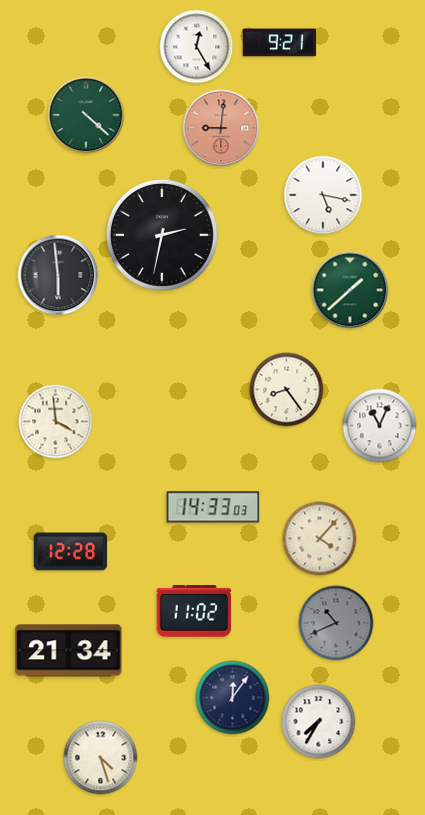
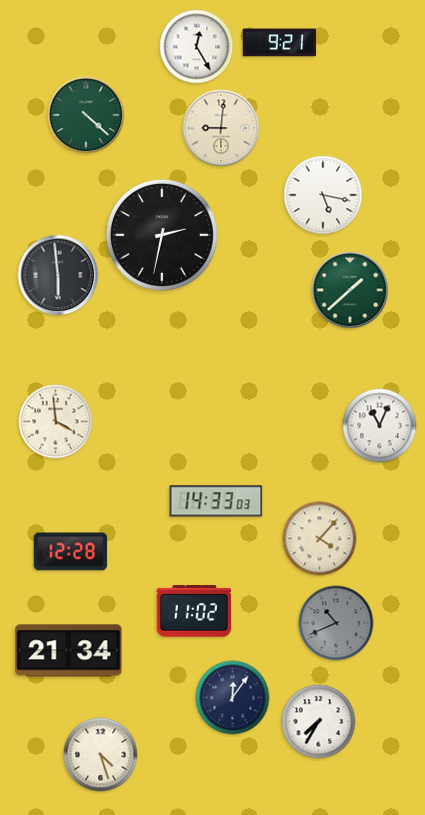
clock at (221, 128) dial: salmon -> cream
clock at (287, 390): 8:24 -> none
clock at (213, 507) position: (213, 507) -> (216, 501)
clock at (101, 758) position: (101, 758) -> (101, 755)
